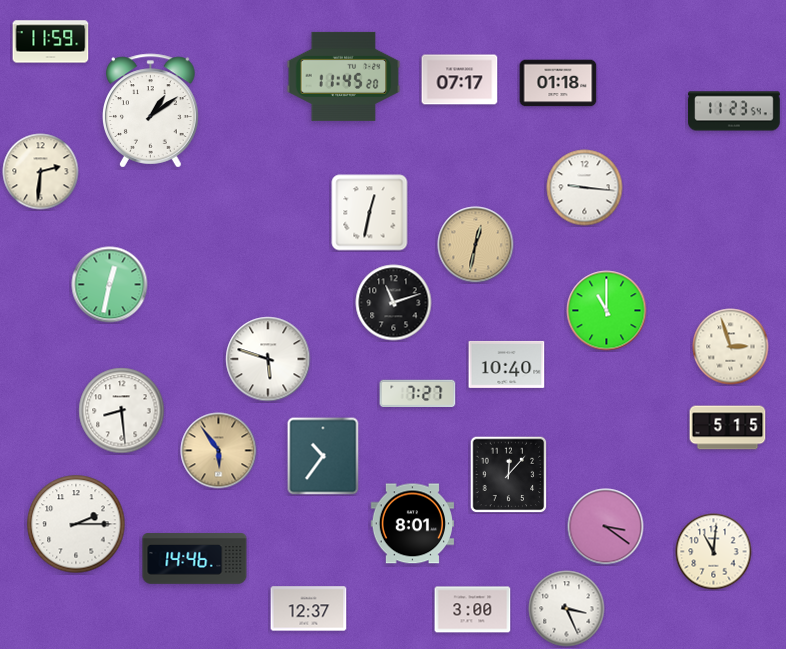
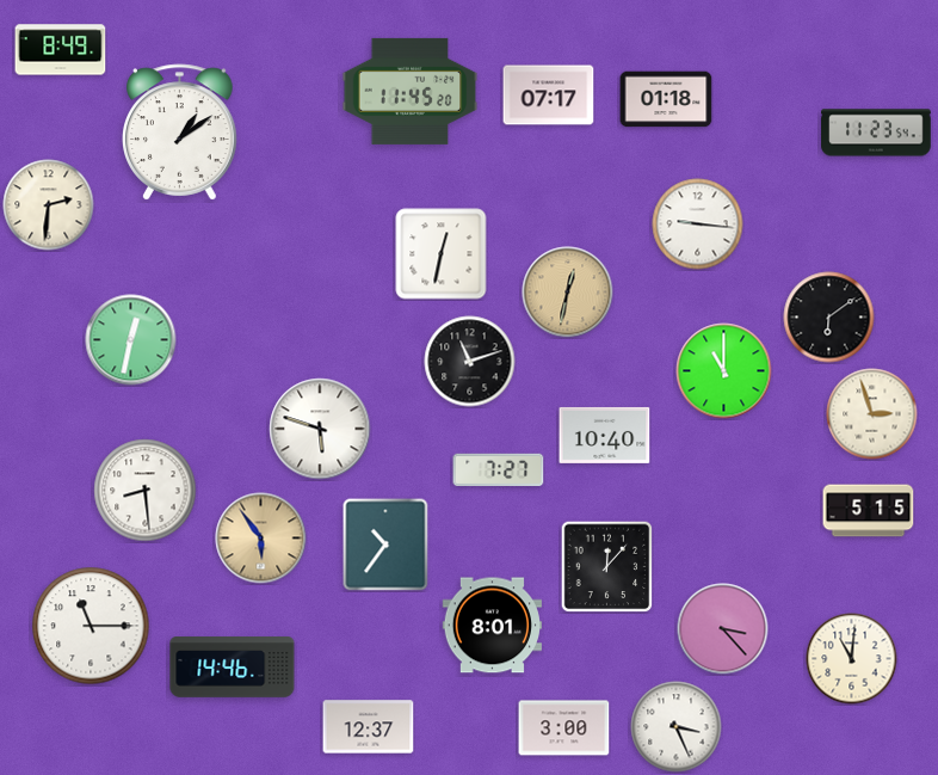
clock at (51, 42): 11:59 -> 8:49
clock at (829, 318): none -> 6:09
clock at (76, 524): 2:15 -> 11:15
clock at (606, 527): 3:21 -> 3:23
